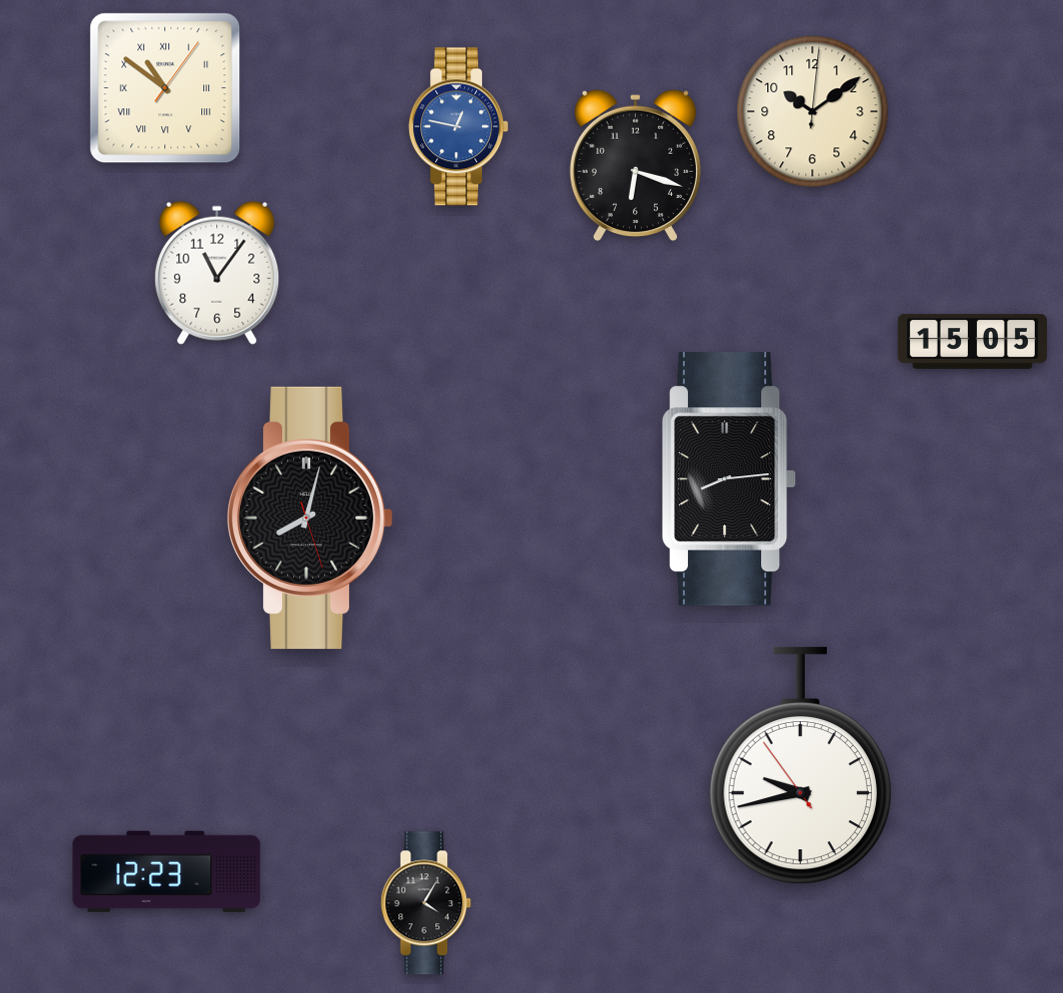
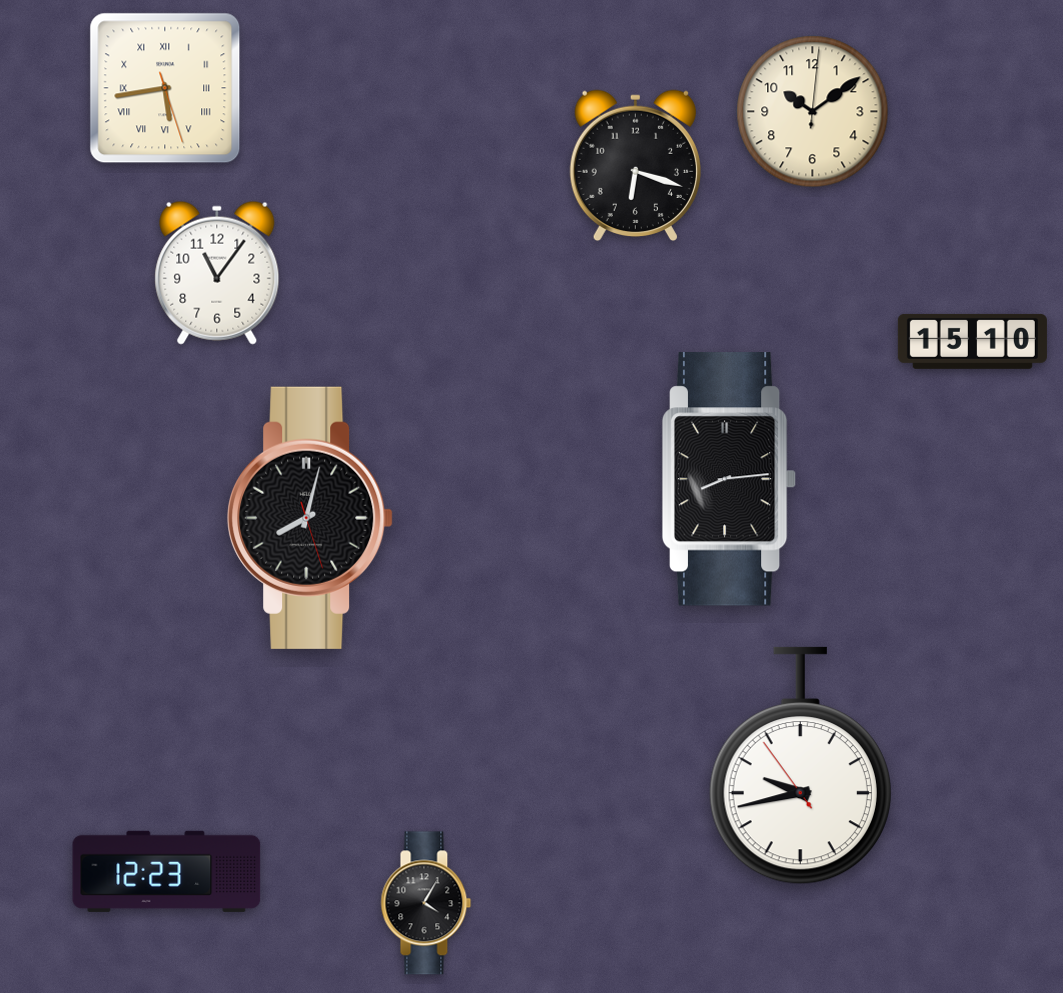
clock at (165, 88): 10:51 -> 5:43
clock at (459, 127): 12:47 -> none
clock at (972, 341): 15:05 -> 15:10
